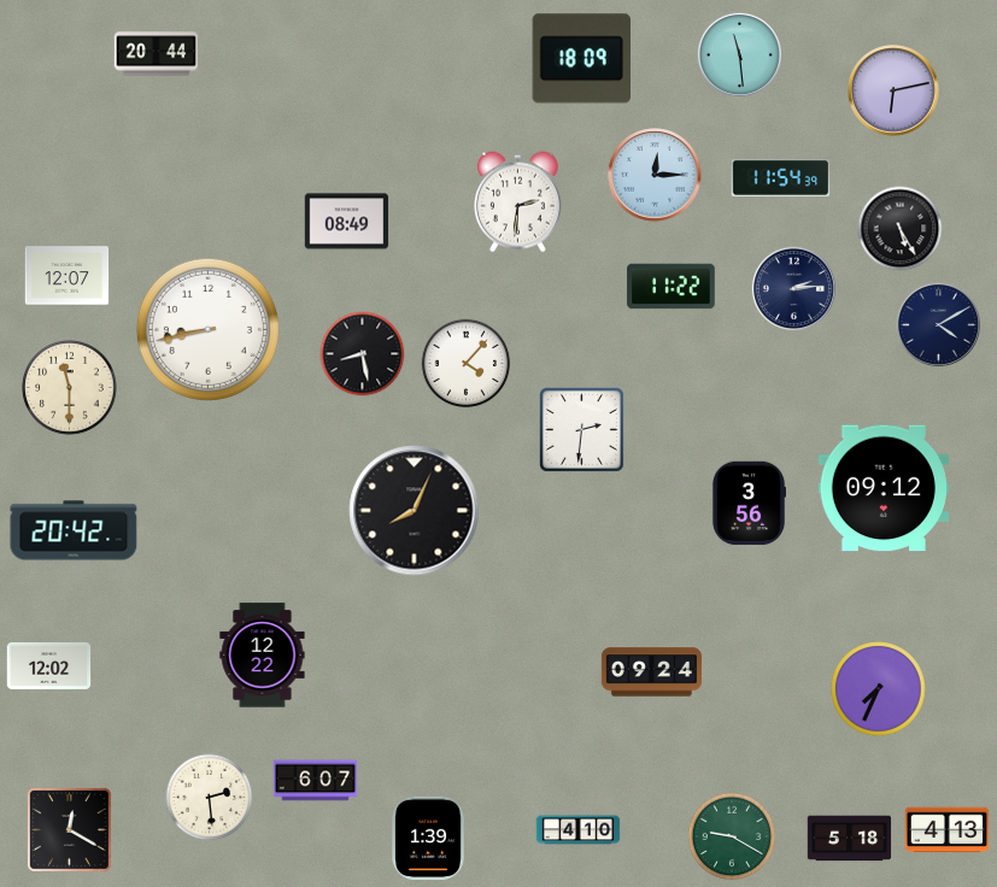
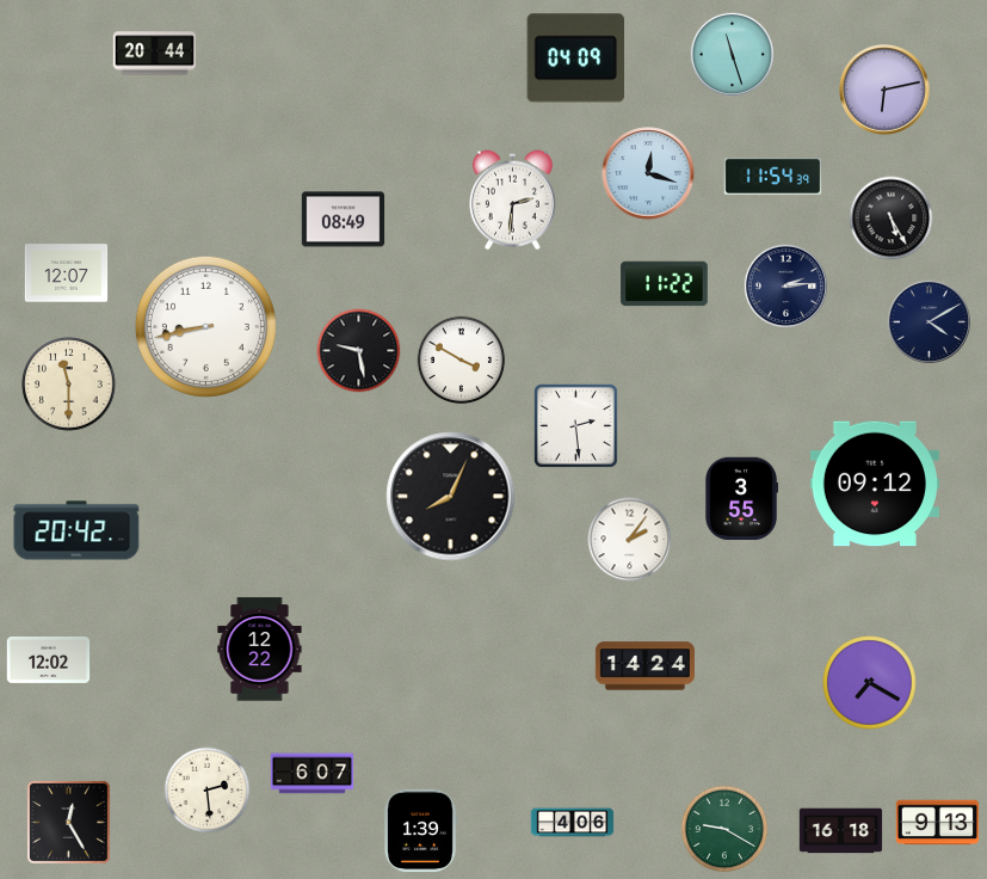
clock at (739, 54): 11:29 -> 11:27
clock at (581, 59): 18:09 -> 04:09
clock at (655, 175): 12:15 -> 12:18
clock at (901, 229) position: (901, 229) -> (892, 219)
clock at (363, 354): 8:28 -> 9:28
clock at (467, 364): 4:07 -> 3:50
clock at (581, 429): 2:31 -> 2:29
clock at (747, 504): 3:56 -> 3:55
clock at (415, 511) position: (415, 511) -> (451, 497)
clock at (74, 530) position: (74, 530) -> (76, 530)
clock at (630, 540): none -> 2:06
clock at (651, 672): 09:24 -> 14:24
clock at (879, 689): 7:34 -> 7:20
clock at (70, 830): 12:20 -> 12:25
clock at (579, 830): 4:10 -> 4:06
clock at (948, 830): 4:13 -> 9:13
clock at (428, 839) position: (428, 839) -> (420, 831)
clock at (850, 839): 5:18 -> 16:18
